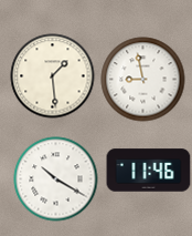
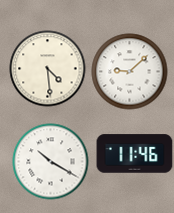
clock at (53, 76): 1:29 -> 4:29
clock at (143, 80): 8:58 -> 9:08
